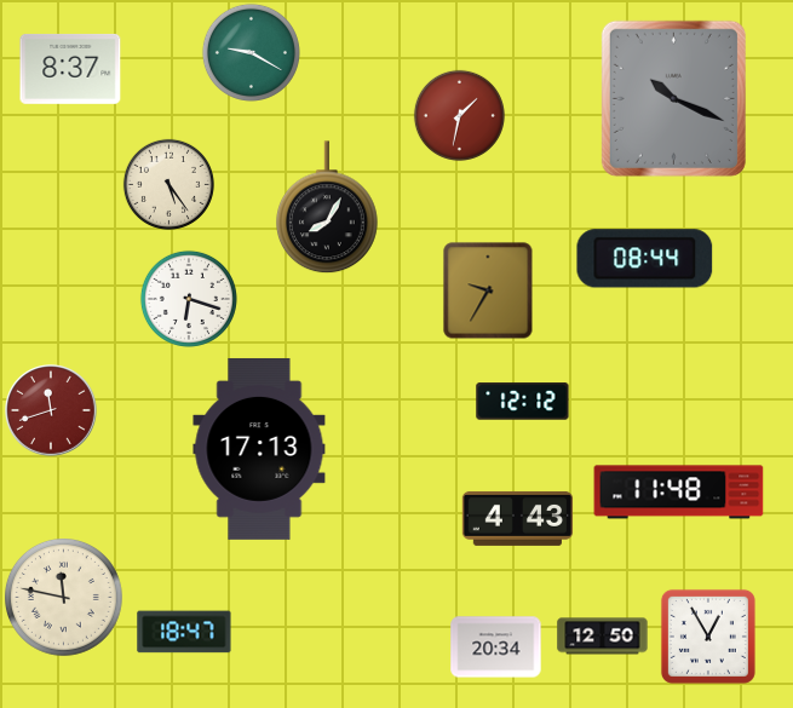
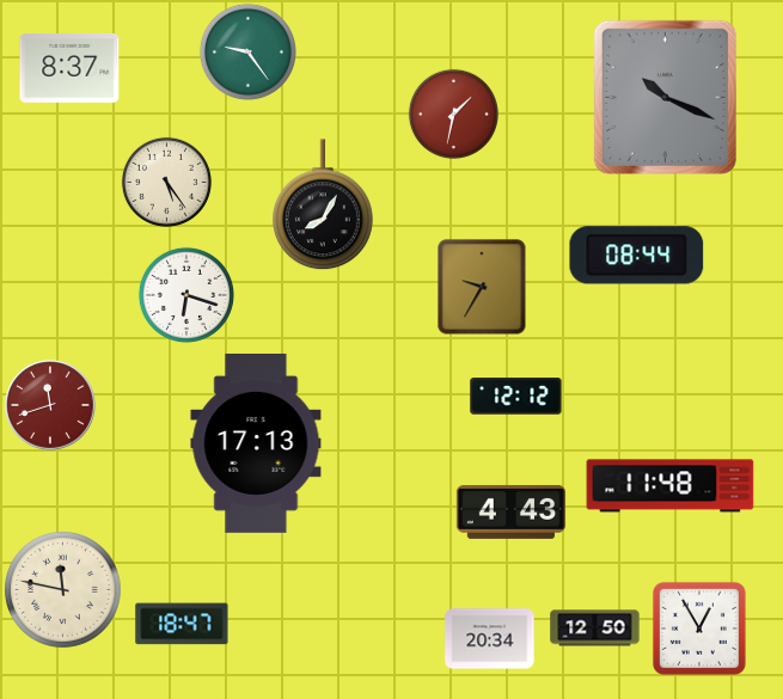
clock at (251, 52): 9:20 -> 9:24
